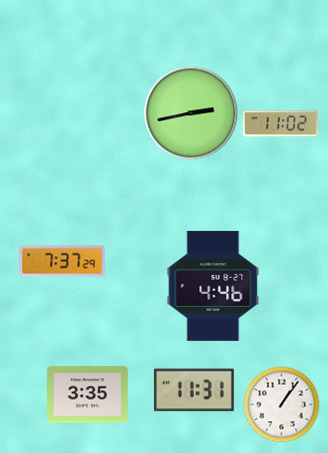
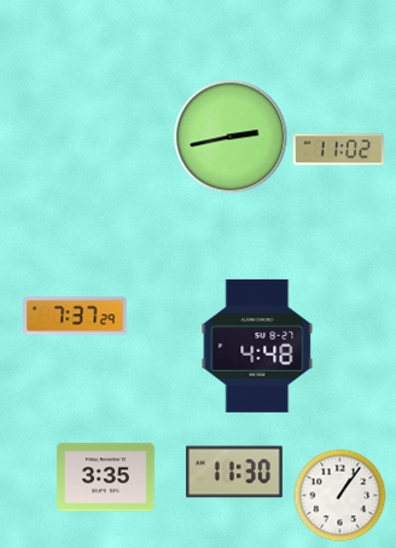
clock at (213, 286): 4:46 -> 4:48
clock at (194, 390): 11:31 -> 11:30
clock at (282, 405) position: (282, 405) -> (340, 496)
